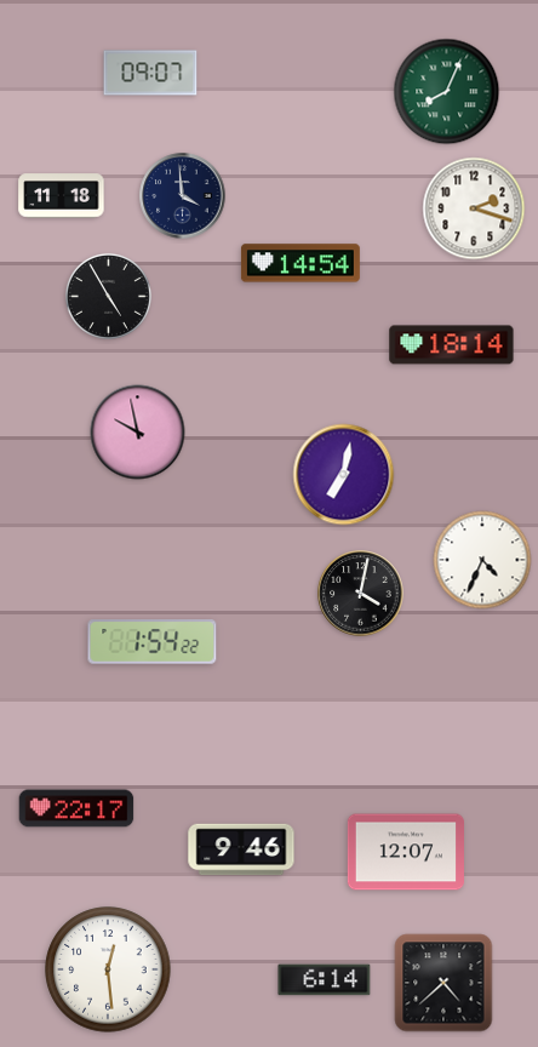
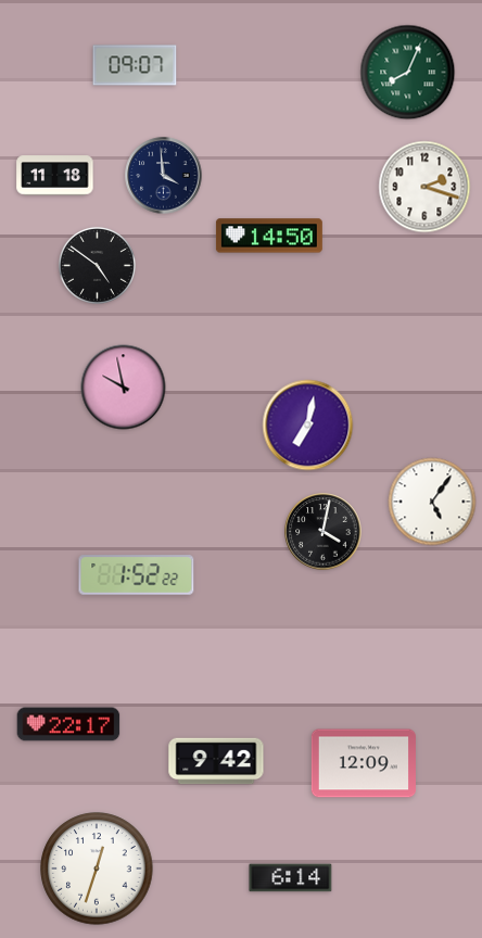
clock at (447, 92) position: (447, 92) -> (408, 73)
clock at (301, 263): 14:54 -> 14:50
clock at (108, 296): 4:55 -> 4:51
clock at (452, 345): 18:14 -> none
clock at (482, 560): 4:34 -> 5:06
clock at (153, 642): 1:54 -> 1:52
clock at (241, 849): 9:46 -> 9:42
clock at (406, 852): 12:07 -> 12:09
clock at (108, 969): 12:29 -> 12:33
clock at (443, 983): 4:38 -> none
